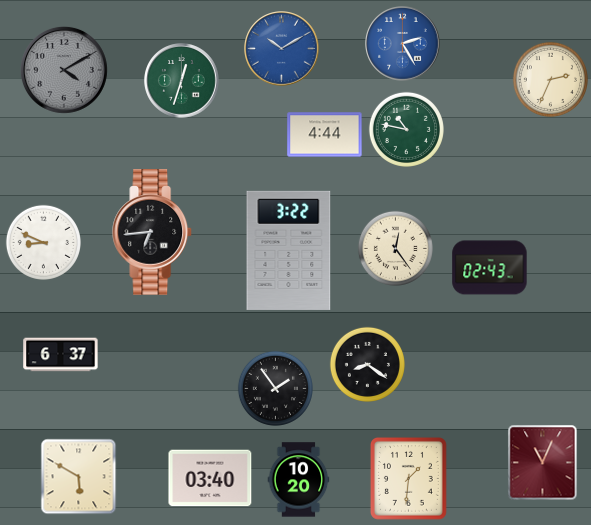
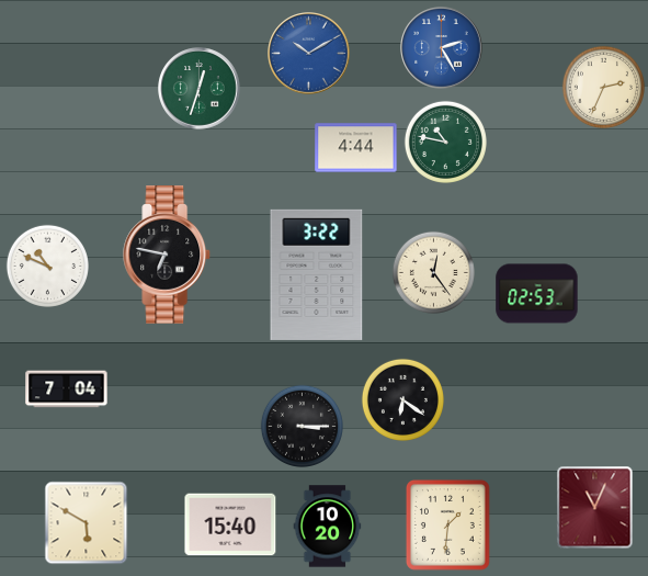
clock at (64, 70): 4:10 -> none
clock at (153, 232): 6:44 -> 6:47
clock at (43, 242): 8:49 -> 10:49
clock at (490, 268): 02:43 -> 02:53
clock at (61, 355): 6:37 -> 7:04
clock at (367, 364): 8:21 -> 6:21
clock at (275, 388): 1:54 -> 3:15
clock at (210, 478): 03:40 -> 15:40
